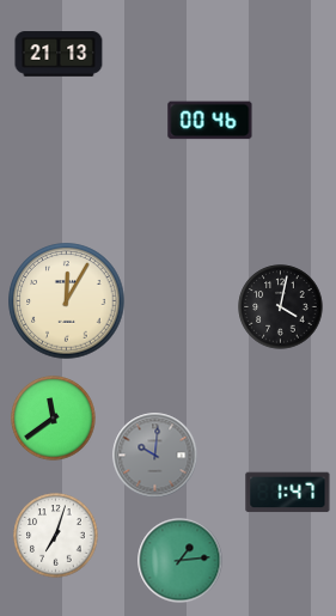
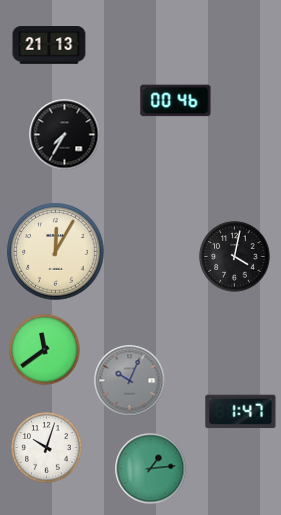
clock at (65, 135): none -> 7:35
clock at (155, 456): 10:01 -> 10:04
clock at (56, 536): 7:03 -> 10:03
